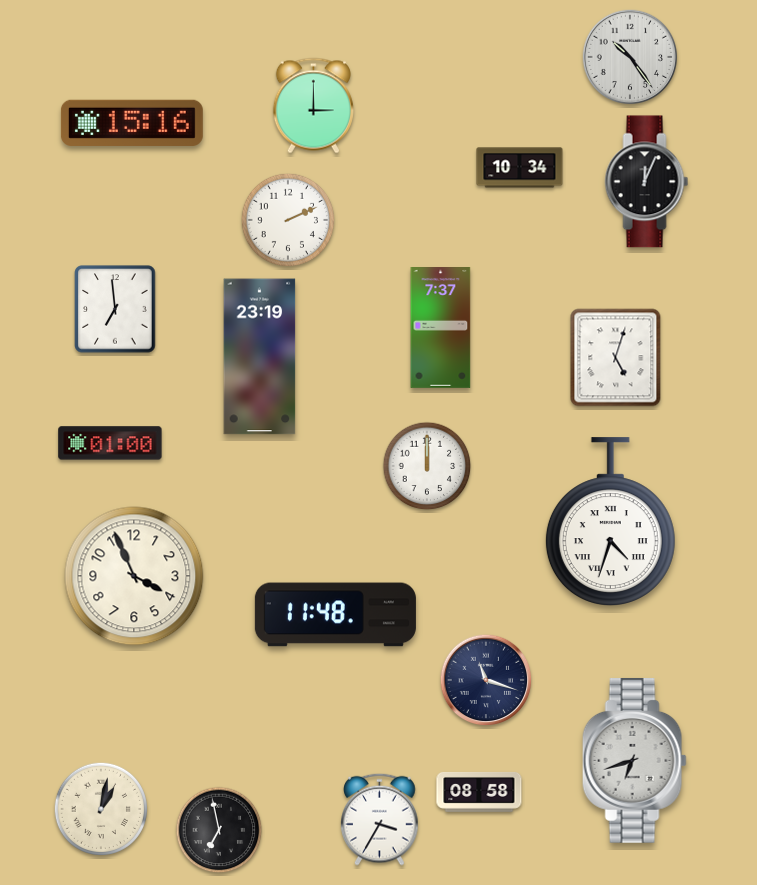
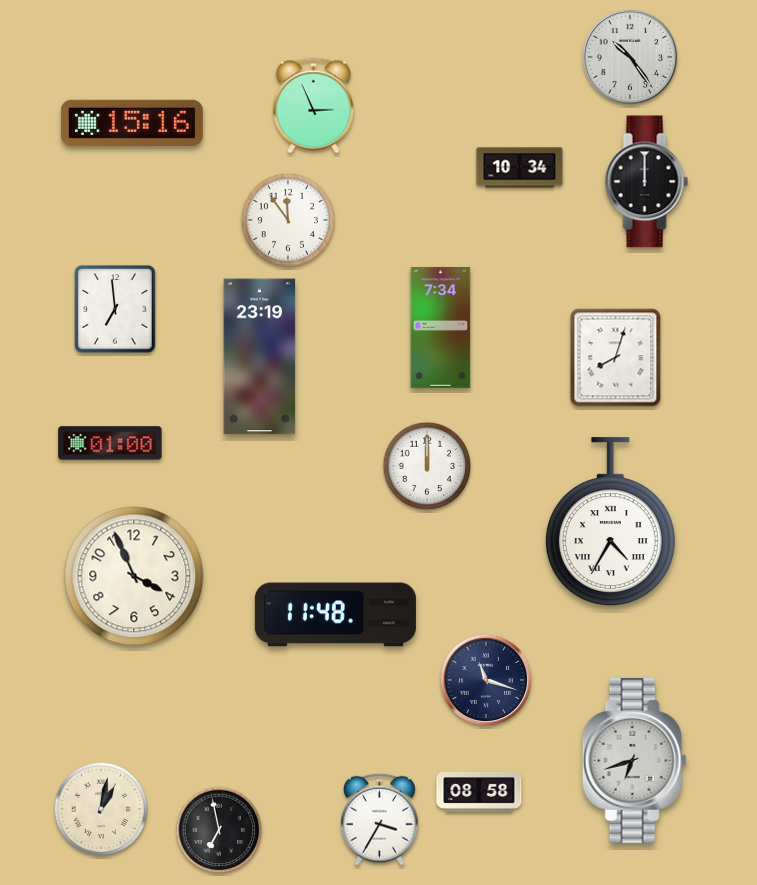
clock at (313, 106): 3:00 -> 2:56
clock at (647, 182): 12:04 -> 12:00
clock at (287, 219): 2:11 -> 11:54
clock at (441, 328): 7:37 -> 7:34
clock at (616, 358): 5:03 -> 8:03
clock at (610, 521): 4:33 -> 4:35
